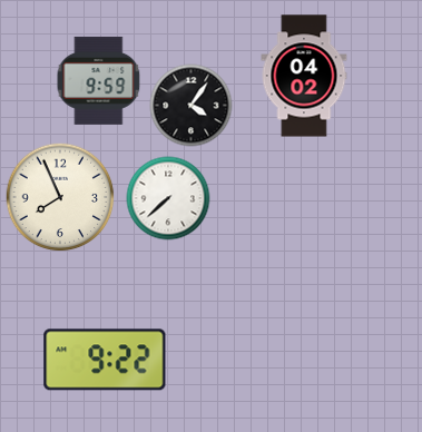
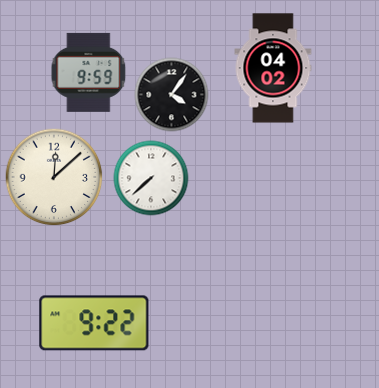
clock at (60, 197): 7:56 -> 12:08
